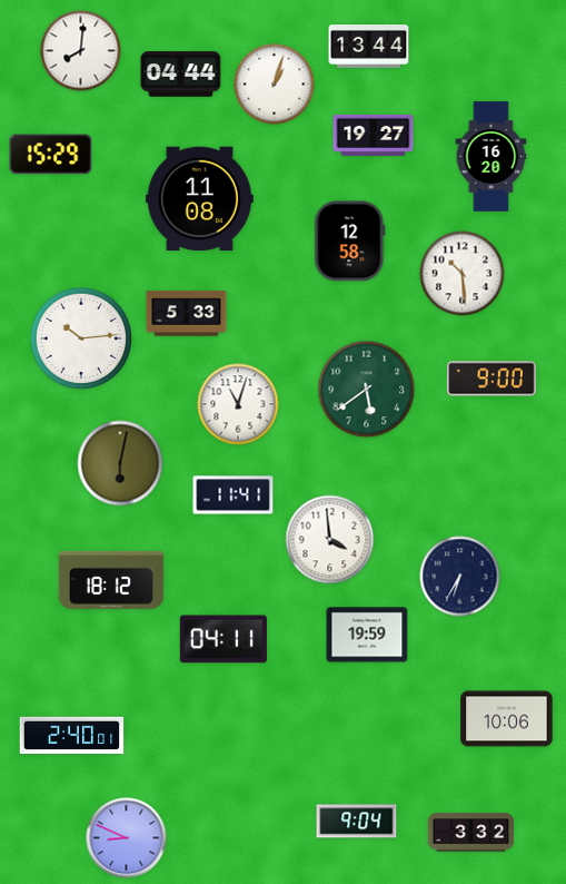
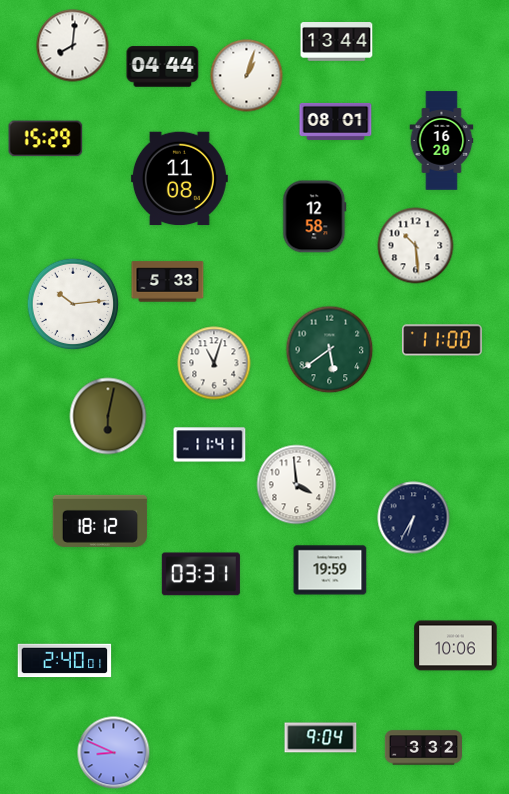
clock at (369, 47) position: (369, 47) -> (337, 42)
clock at (374, 135): 19:27 -> 08:01
clock at (491, 379): 9:00 -> 11:00
clock at (224, 639): 04:11 -> 03:31
